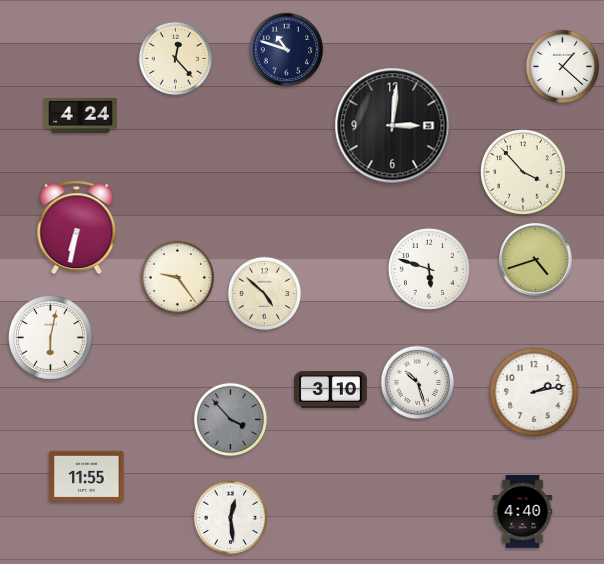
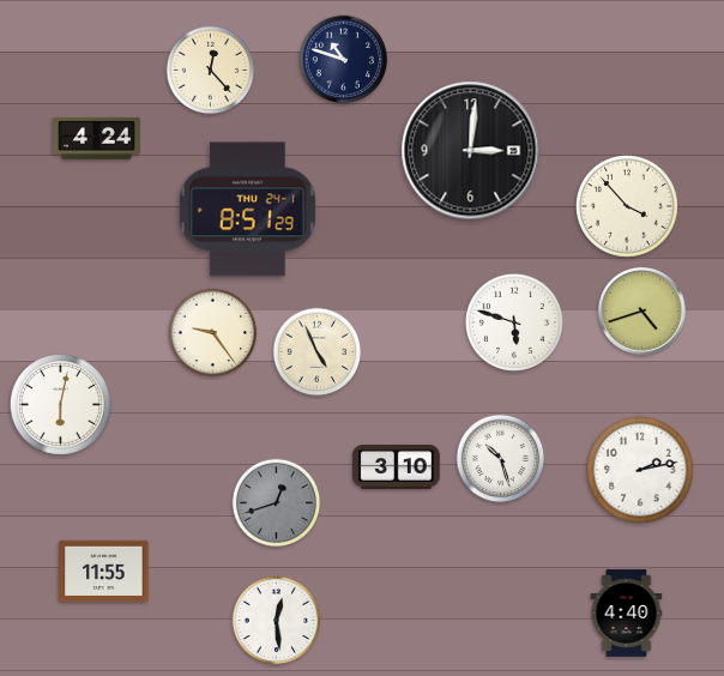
clock at (563, 67): 1:22 -> none
clock at (247, 210): none -> 8:51
clock at (77, 228): 6:32 -> none
clock at (265, 294): 4:52 -> 4:56
clock at (231, 420): 3:53 -> 12:42
